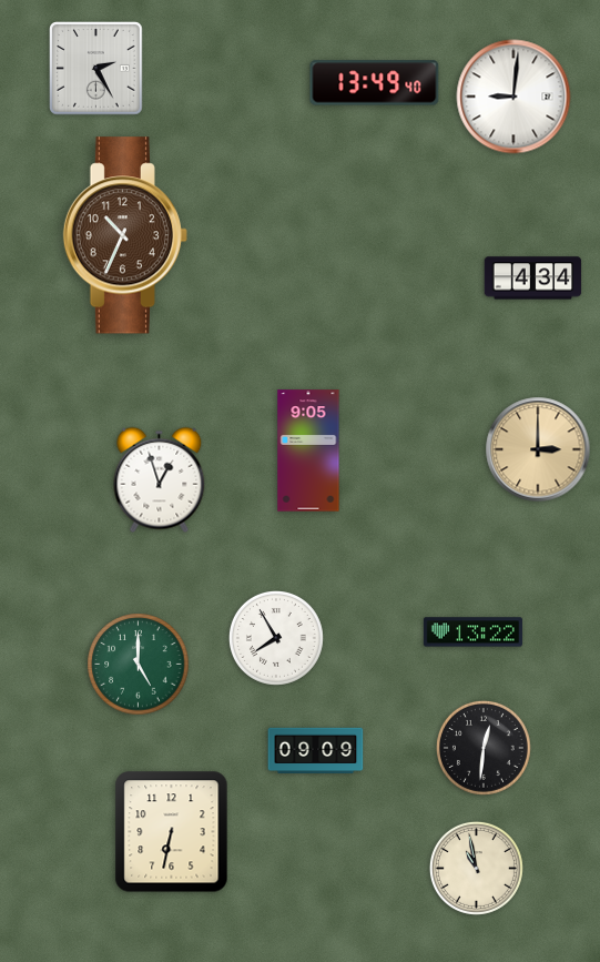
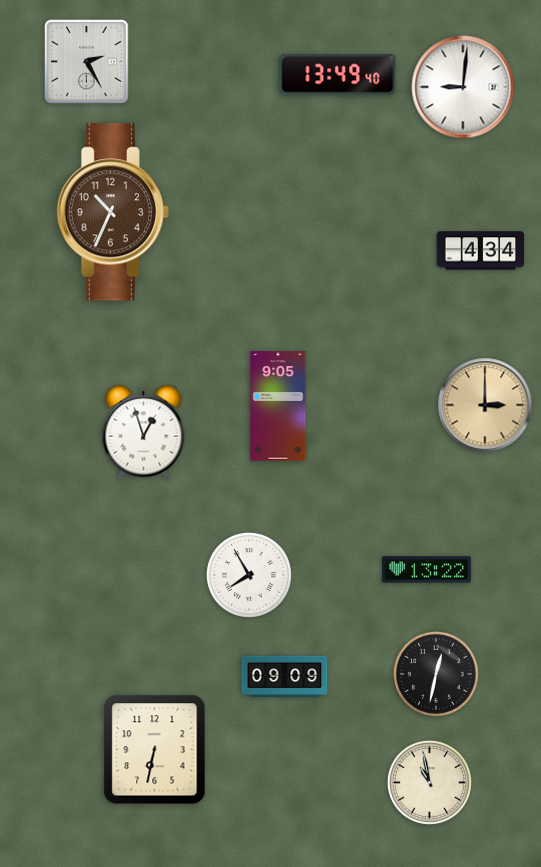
clock at (139, 665): 5:00 -> none
clock at (484, 748): 12:31 -> 12:32
